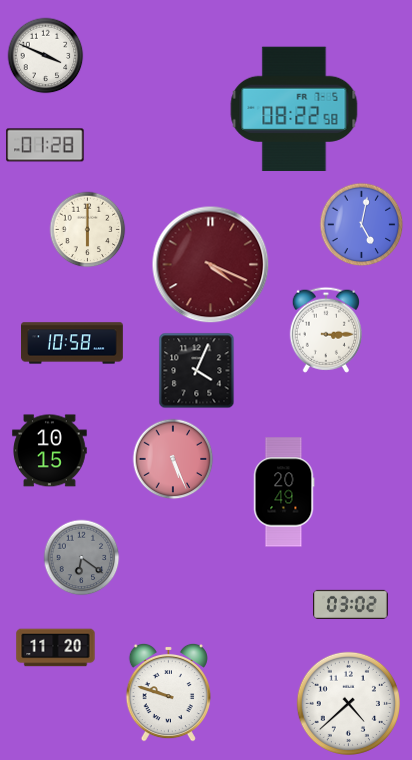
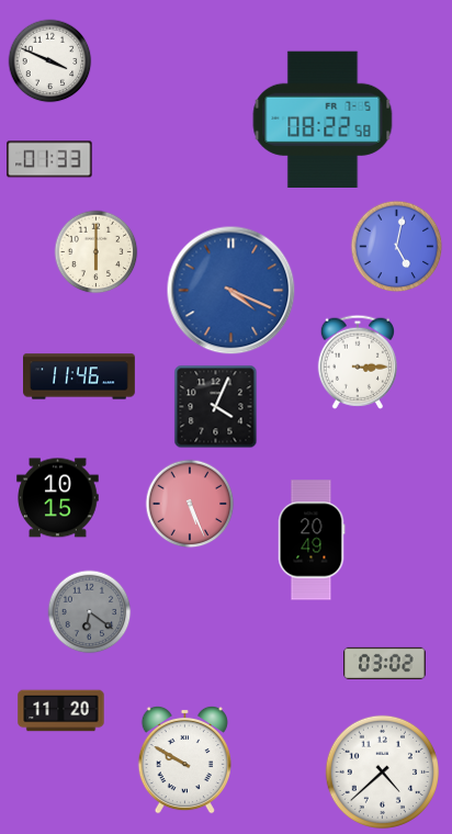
clock at (45, 145): 01:28 -> 01:33
clock at (211, 265) dial: burgundy -> blue
clock at (73, 343): 10:58 -> 11:46
clock at (50, 451) position: (50, 451) -> (58, 498)
clock at (168, 692): 9:48 -> 9:50
